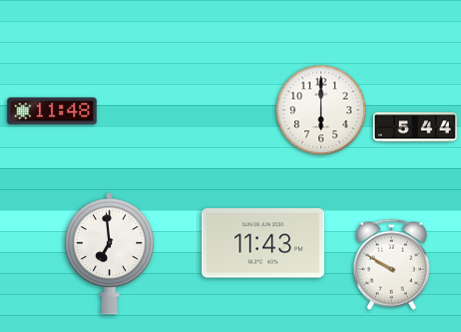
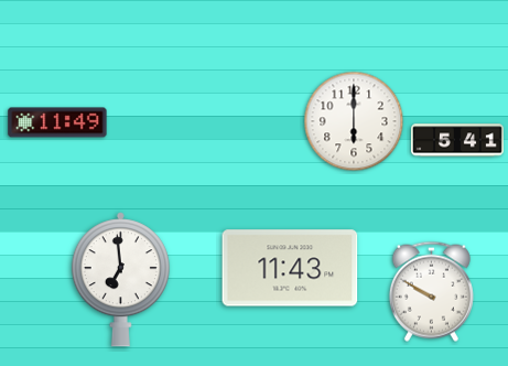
clock at (52, 111): 11:48 -> 11:49
clock at (416, 127): 5:44 -> 5:41
